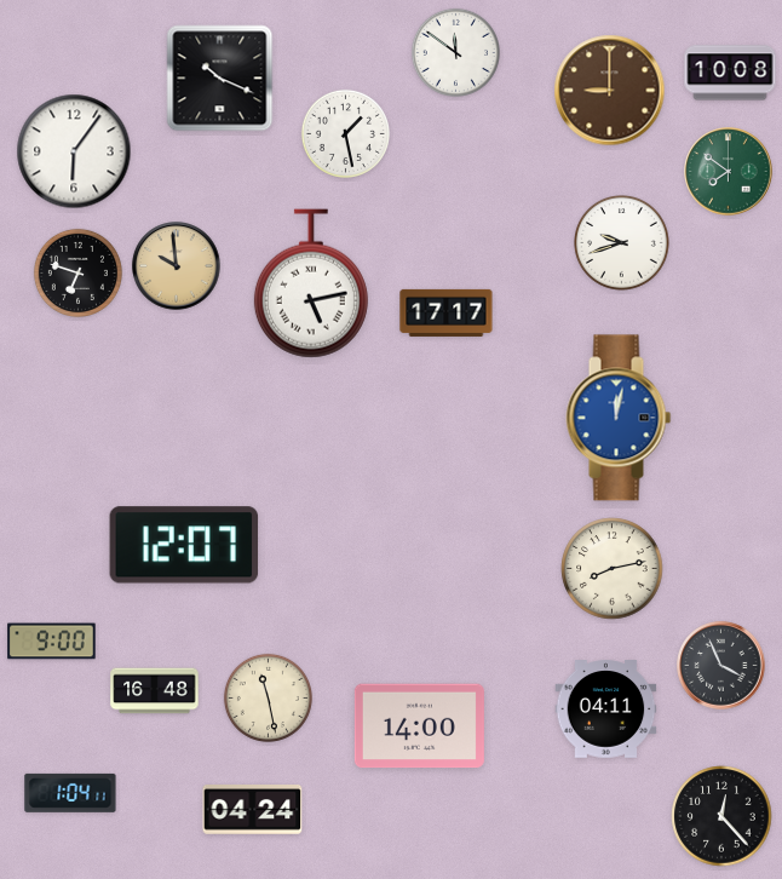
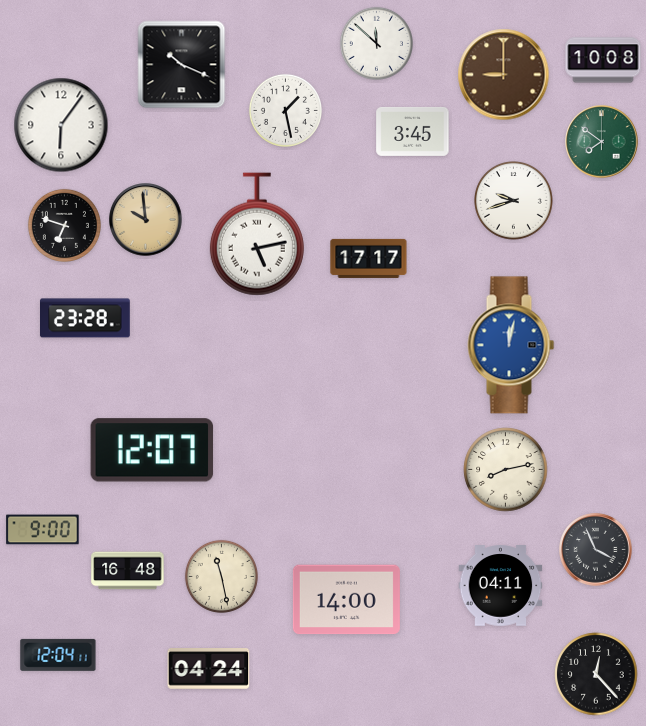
clock at (455, 52): 11:51 -> 11:52
clock at (413, 131): none -> 3:45
clock at (86, 318): none -> 23:28
clock at (70, 793): 1:04 -> 12:04
